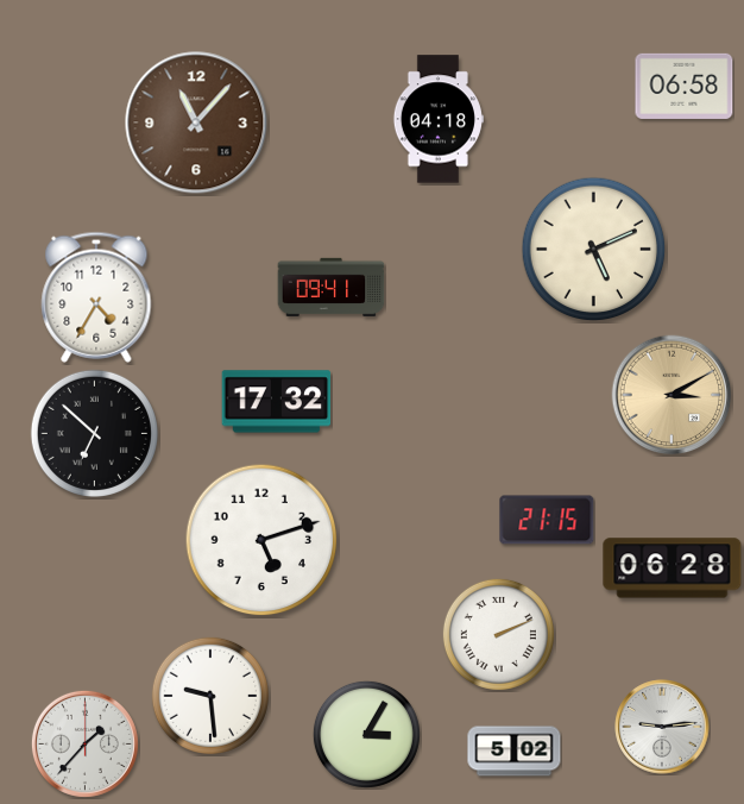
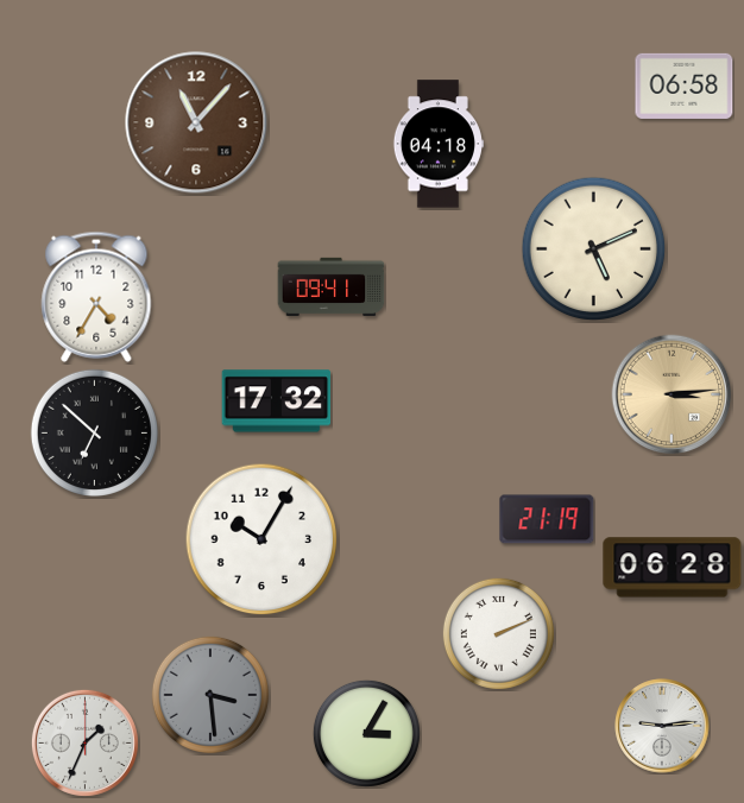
clock at (437, 119) position: (437, 119) -> (437, 144)
clock at (672, 395): 3:10 -> 3:14
clock at (547, 520): 21:15 -> 21:19
clock at (261, 540): 5:12 -> 10:05
clock at (210, 696): 9:29 -> 3:29
clock at (210, 696) dial: white -> grey
clock at (84, 743): 1:37 -> 1:34
clock at (515, 752): 5:02 -> none
